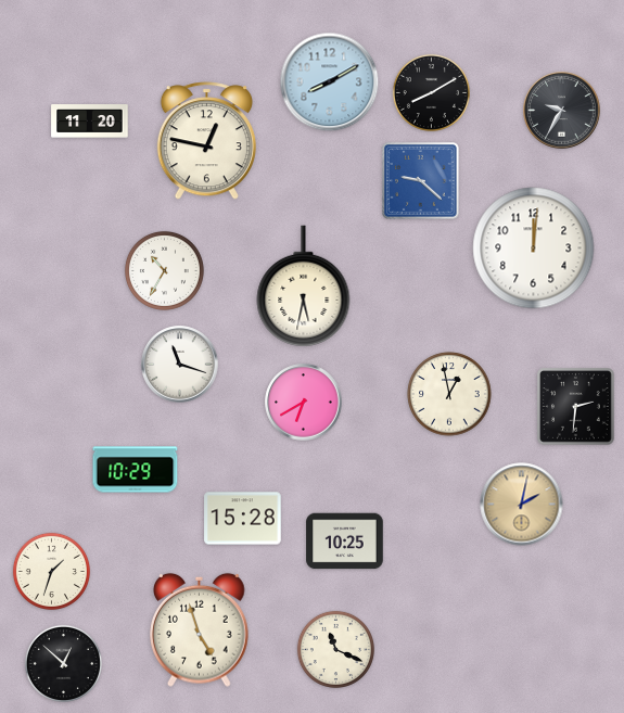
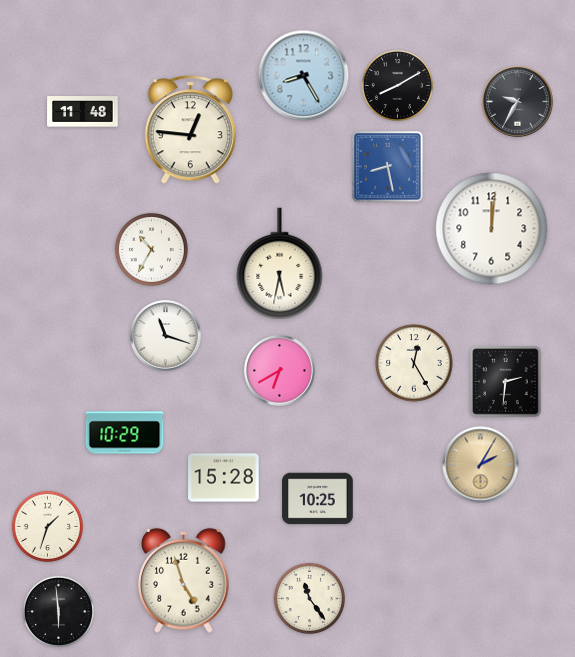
clock at (330, 82): 8:10 -> 8:25
clock at (90, 122): 11:20 -> 11:48
clock at (206, 141): 12:47 -> 12:46
clock at (421, 181): 9:22 -> 8:28
clock at (449, 394): 12:58 -> 12:25
clock at (576, 407) position: (576, 407) -> (506, 382)
clock at (522, 505): 2:02 -> 2:05
clock at (335, 649): 11:19 -> 11:24
clock at (63, 663): 12:52 -> 5:59
